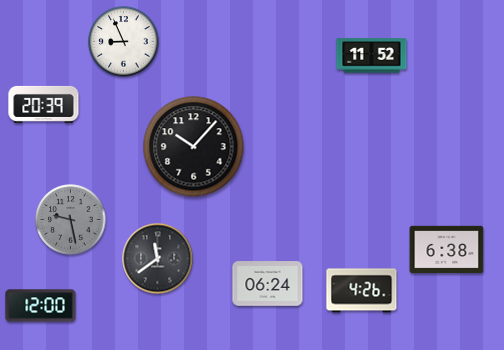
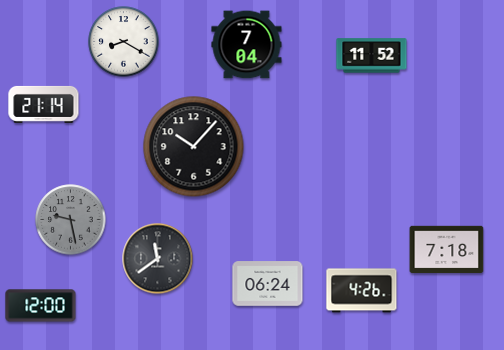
clock at (124, 42): 8:56 -> 8:20
clock at (247, 45): none -> 7:04
clock at (44, 104): 20:39 -> 21:14
clock at (447, 250): 6:38 -> 7:18
